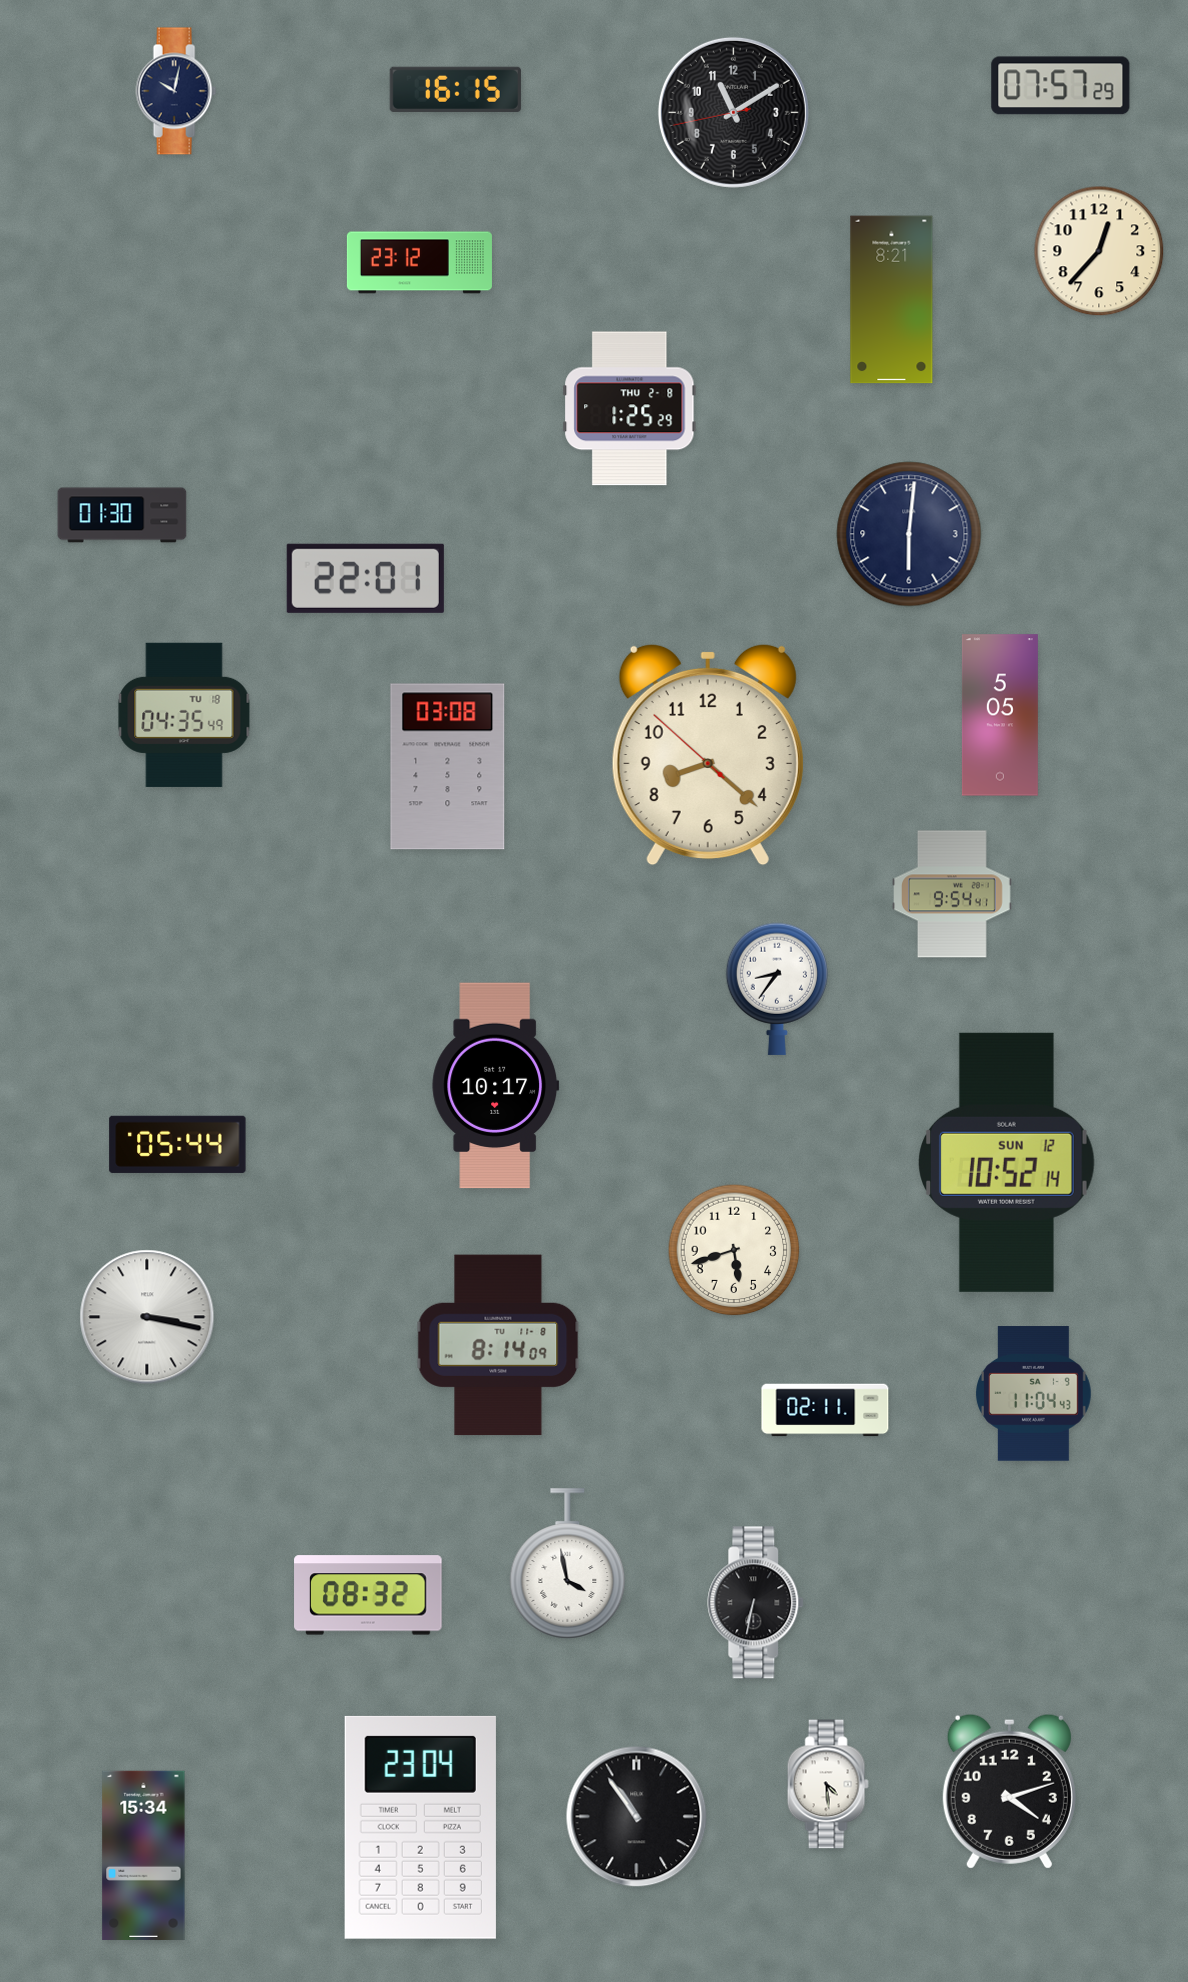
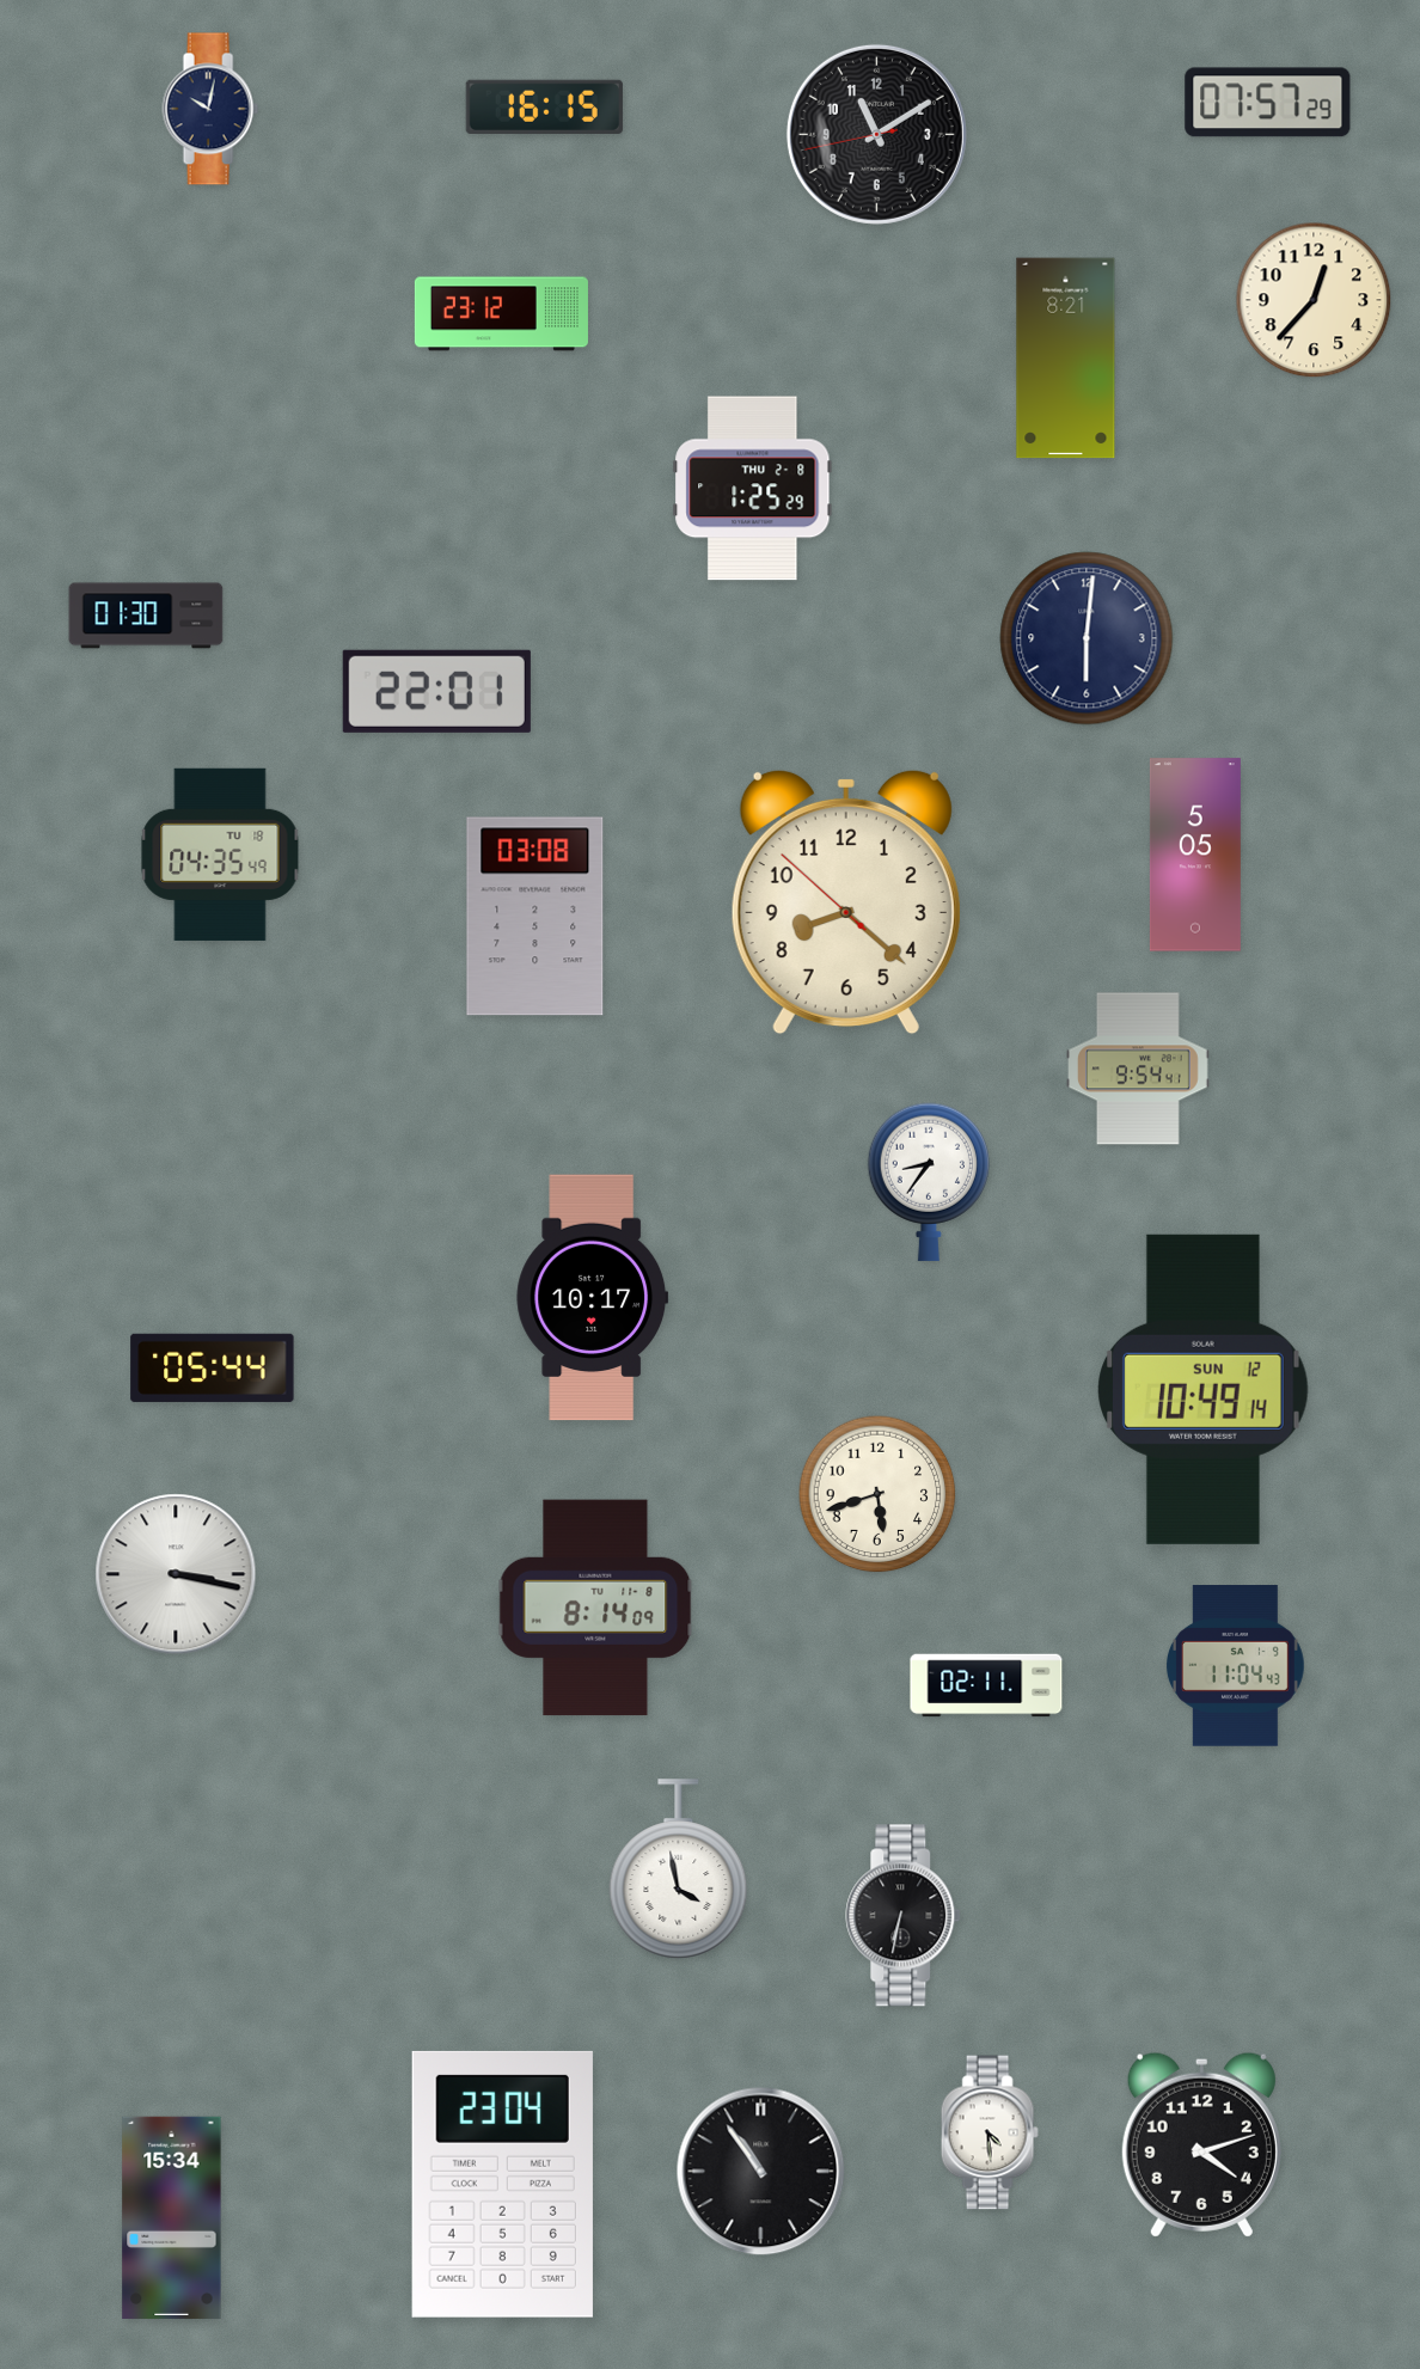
clock at (1007, 1162): 10:52 -> 10:49
clock at (368, 1595): 08:32 -> none
clock at (1009, 1791) position: (1009, 1791) -> (1201, 2144)
